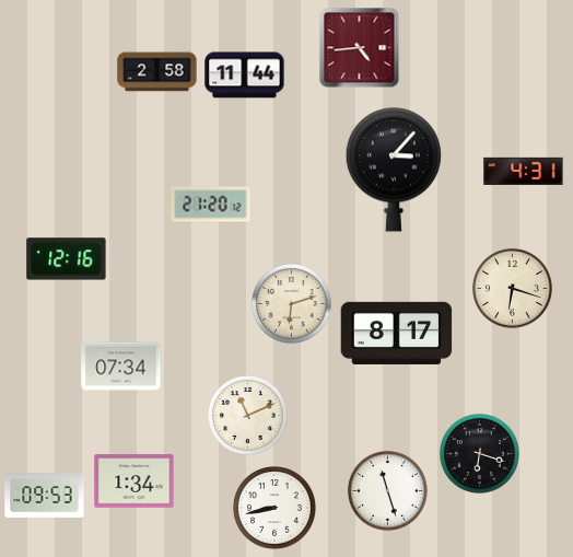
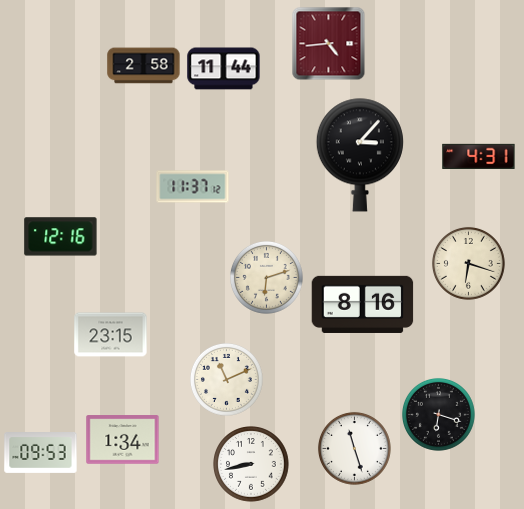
clock at (211, 205): 21:20 -> 11:37
clock at (397, 333): 8:17 -> 8:16
clock at (121, 367): 07:34 -> 23:15
